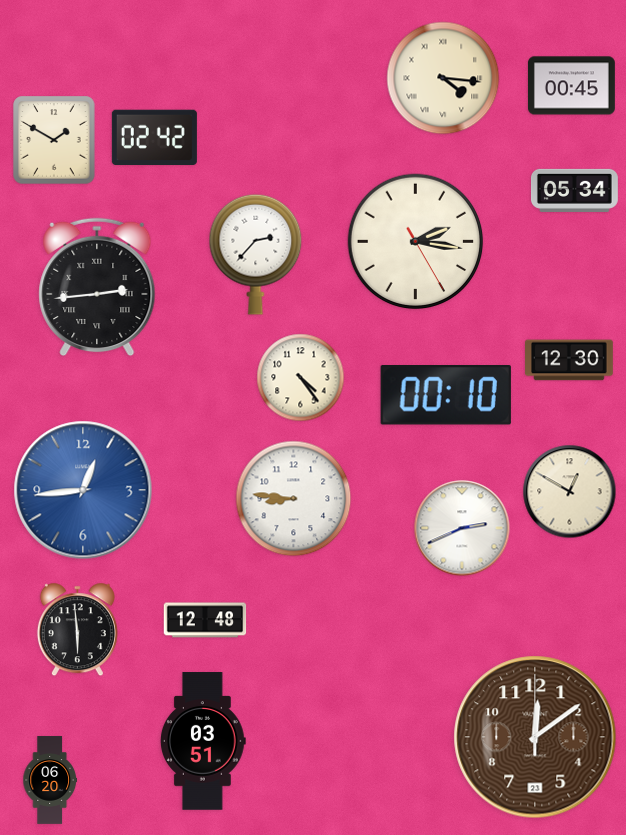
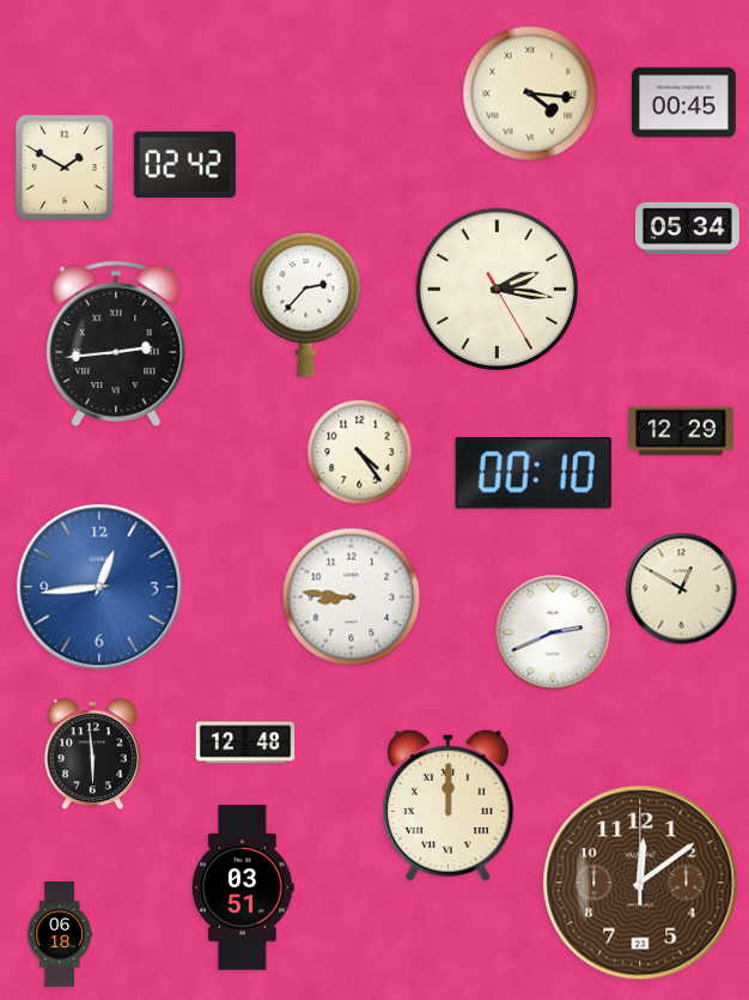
clock at (570, 360): 12:30 -> 12:29
clock at (447, 806): none -> 12:00
clock at (49, 780): 06:20 -> 06:18
